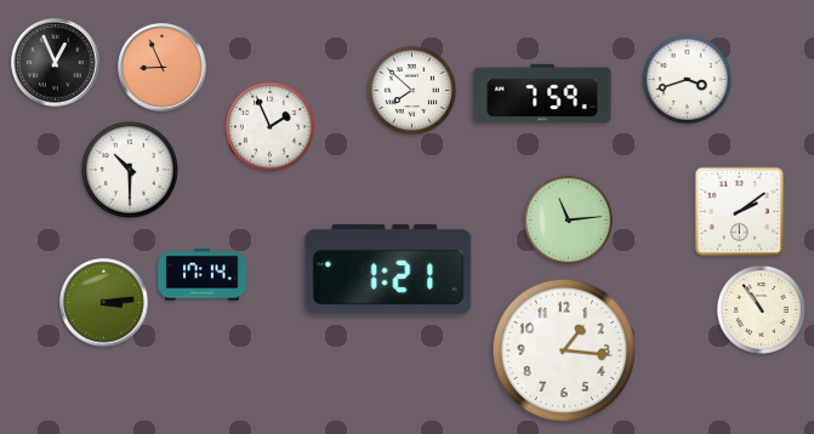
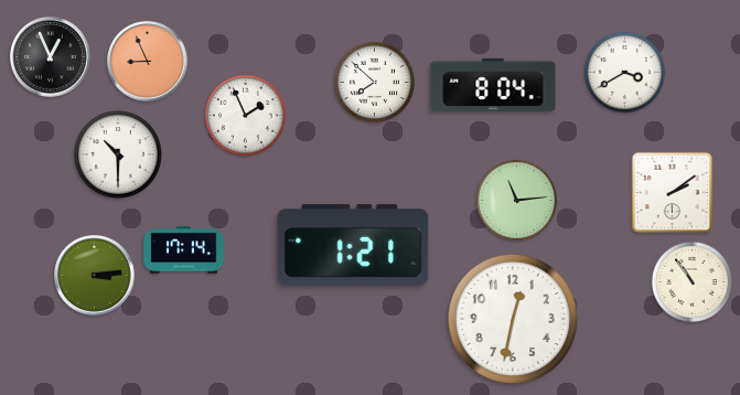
clock at (687, 79): 3:42 -> 3:40
clock at (542, 93): 7:59 -> 8:04
clock at (563, 349): 1:16 -> 12:32
